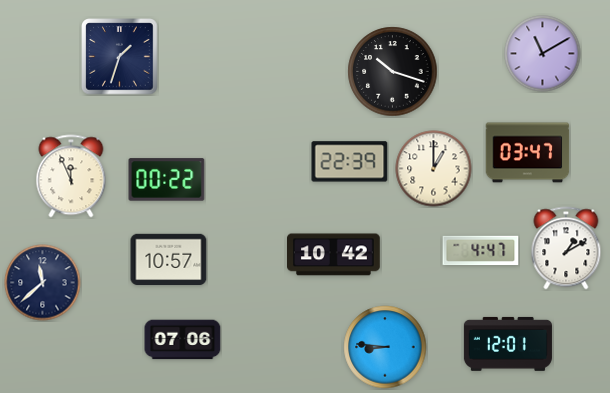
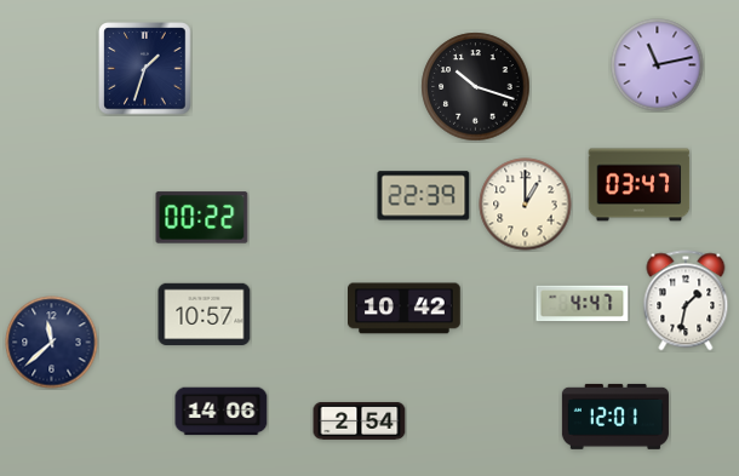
clock at (543, 54): 11:10 -> 11:13
clock at (71, 176): 11:56 -> none
clock at (566, 248): 1:10 -> 1:32
clock at (183, 340): 07:06 -> 14:06
clock at (385, 347): 8:46 -> none
clock at (360, 421): none -> 2:54
